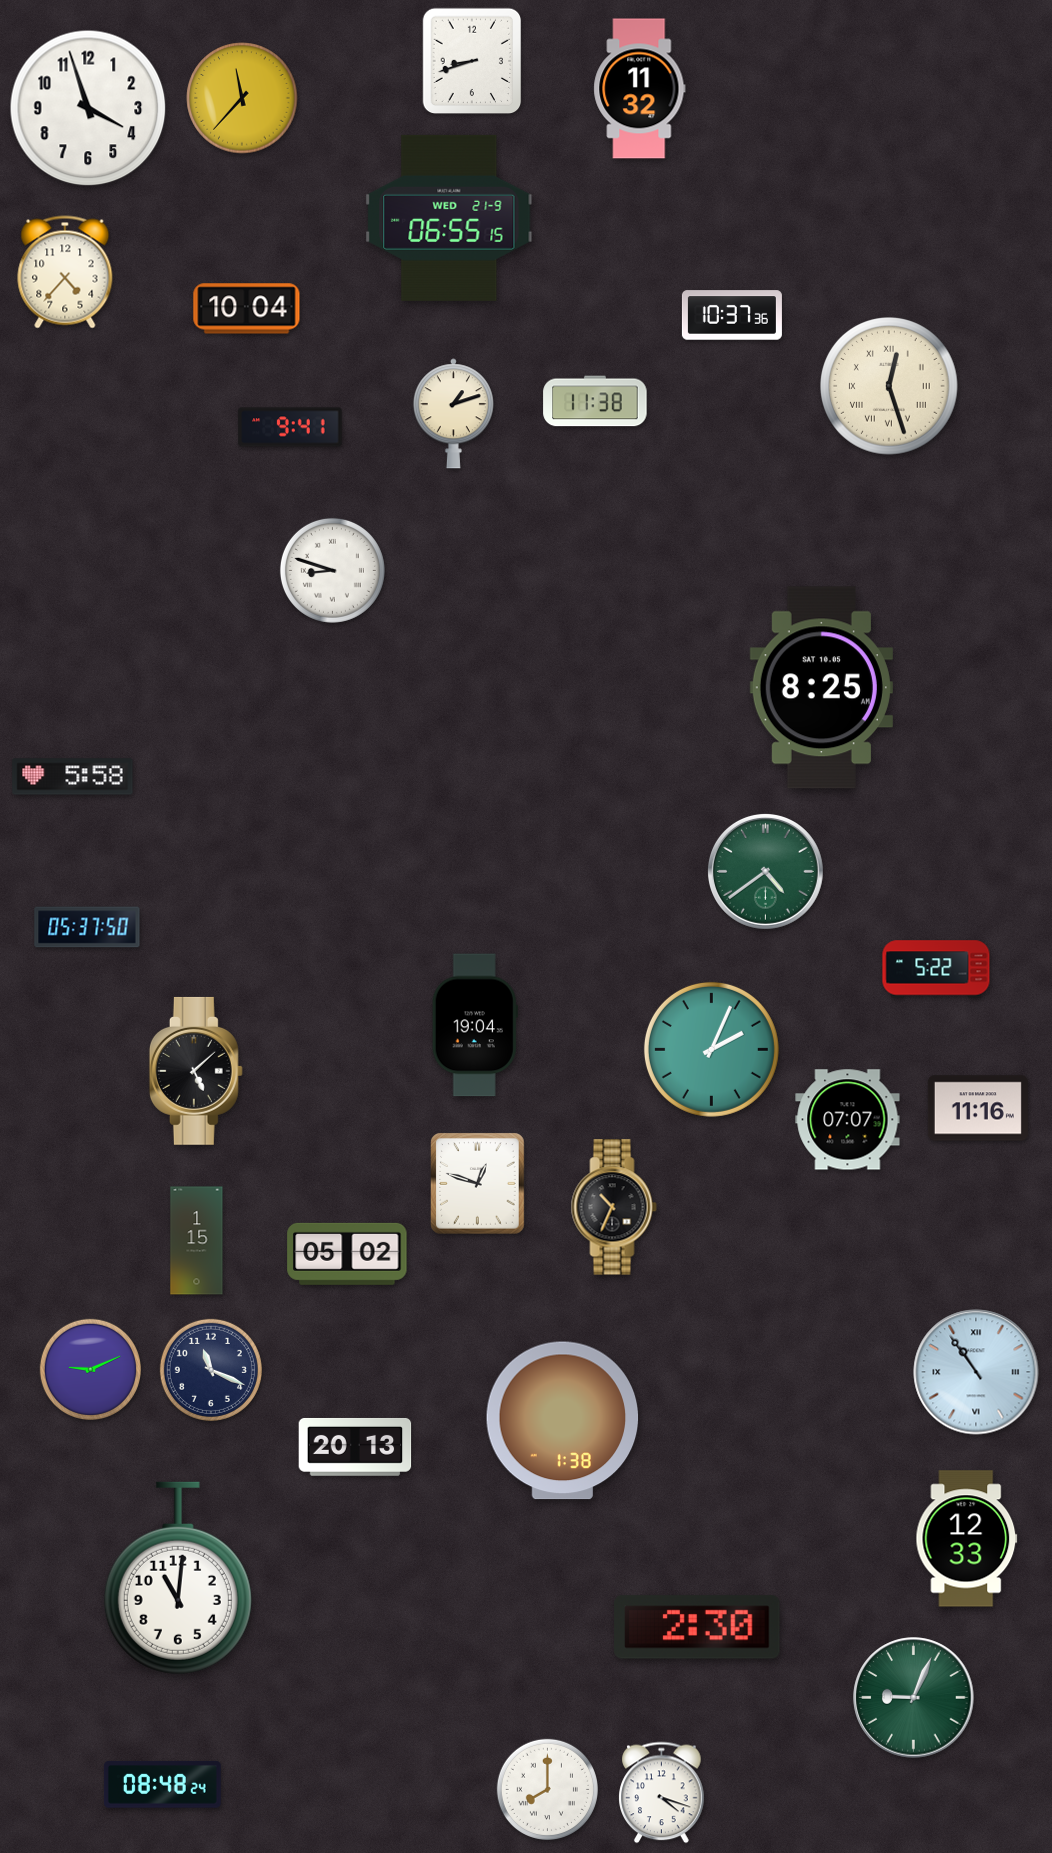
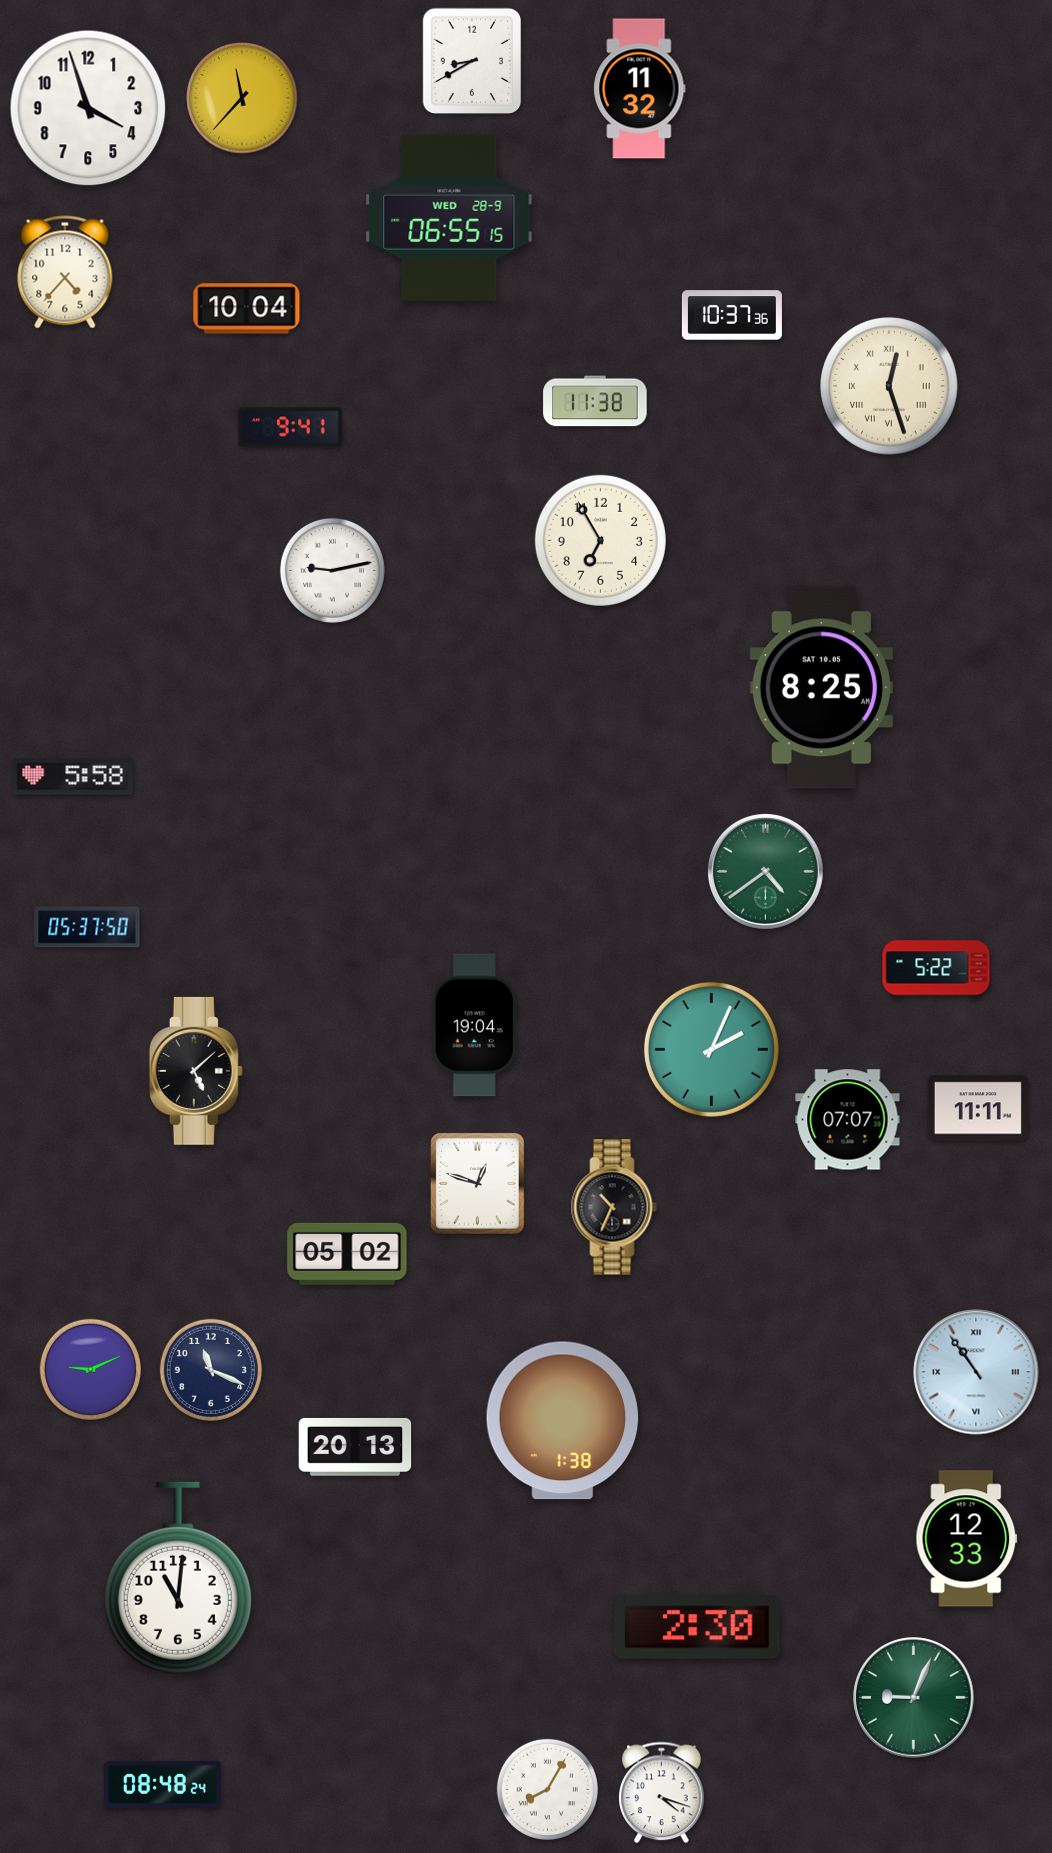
clock at (472, 61): 8:42 -> 8:40
clock at (449, 218) date: WED 21-9 -> WED 28-9
clock at (453, 414): 1:12 -> none
clock at (600, 540): none -> 6:55
clock at (332, 570): 8:48 -> 9:13
clock at (978, 1108): 11:16 -> 11:11
clock at (197, 1241): 1:15 -> none
clock at (547, 1789): 8:00 -> 8:05
